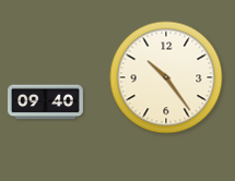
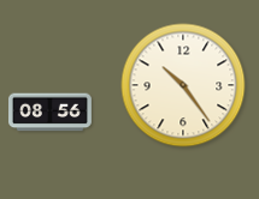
clock at (46, 102): 09:40 -> 08:56
